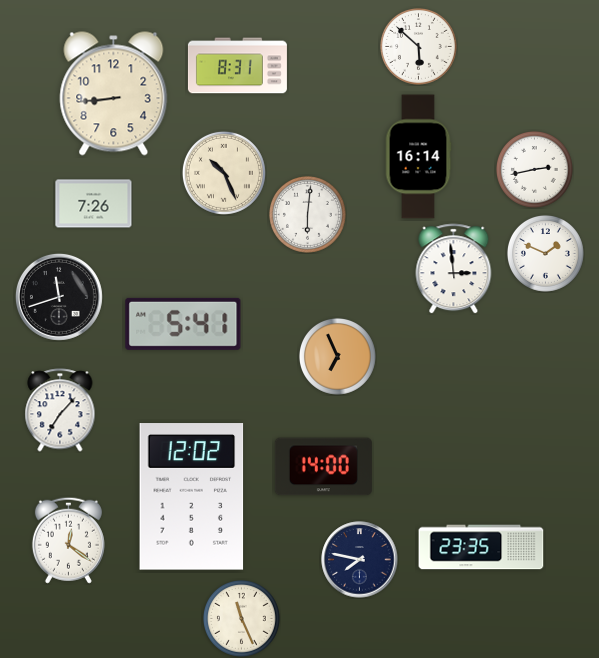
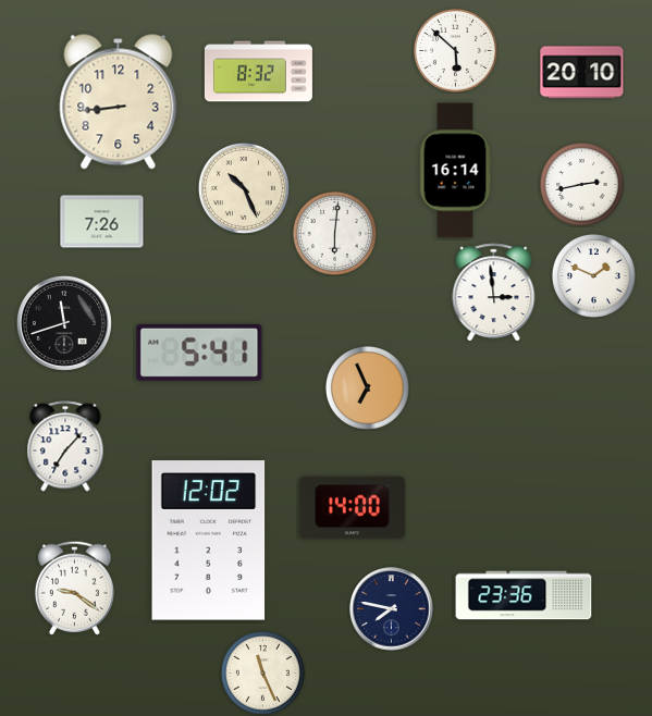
clock at (237, 66): 8:31 -> 8:32
clock at (582, 73): none -> 20:10
clock at (114, 94) position: (114, 94) -> (119, 102)
clock at (68, 540): 12:21 -> 9:21
clock at (481, 547): 23:35 -> 23:36
